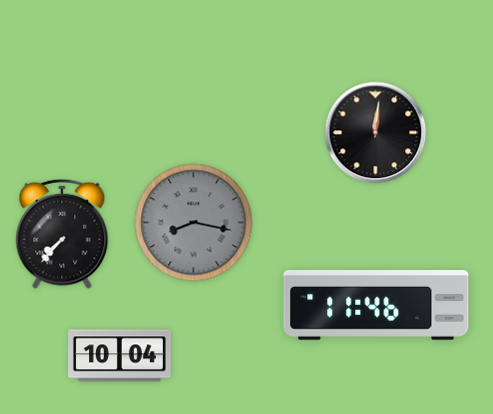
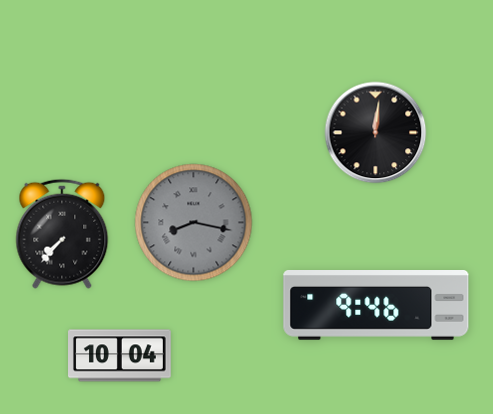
clock at (376, 306): 11:46 -> 9:46
